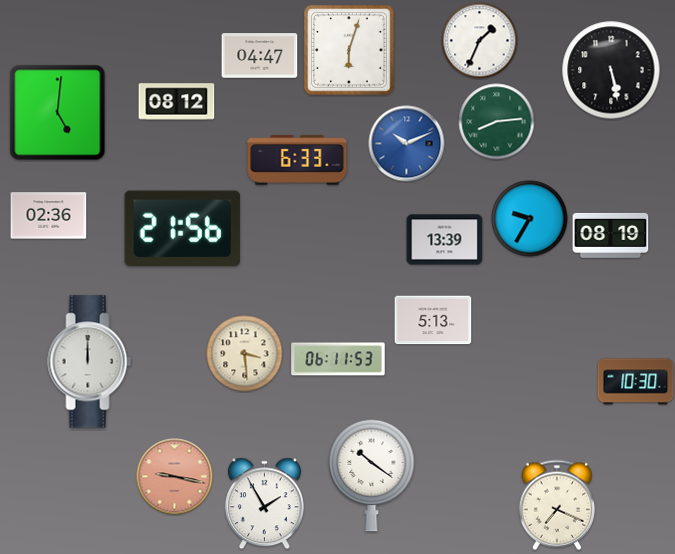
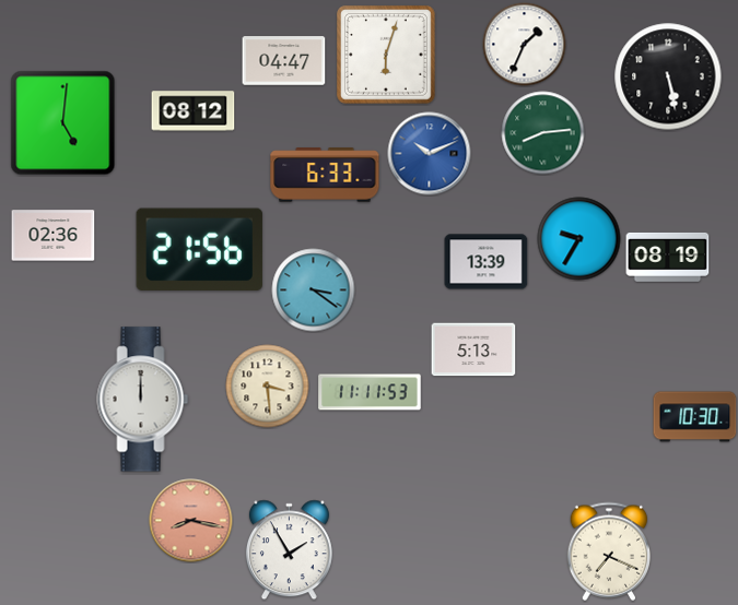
clock at (349, 50) position: (349, 50) -> (386, 55)
clock at (407, 144) position: (407, 144) -> (430, 154)
clock at (314, 290): none -> 3:21
clock at (338, 359): 06:11 -> 11:11
clock at (90, 362) position: (90, 362) -> (143, 400)
clock at (372, 475): 10:21 -> none
clock at (175, 477): 9:17 -> 8:17
